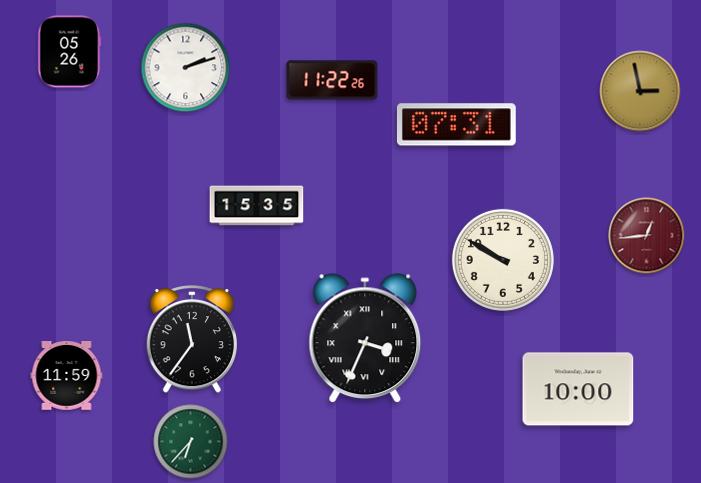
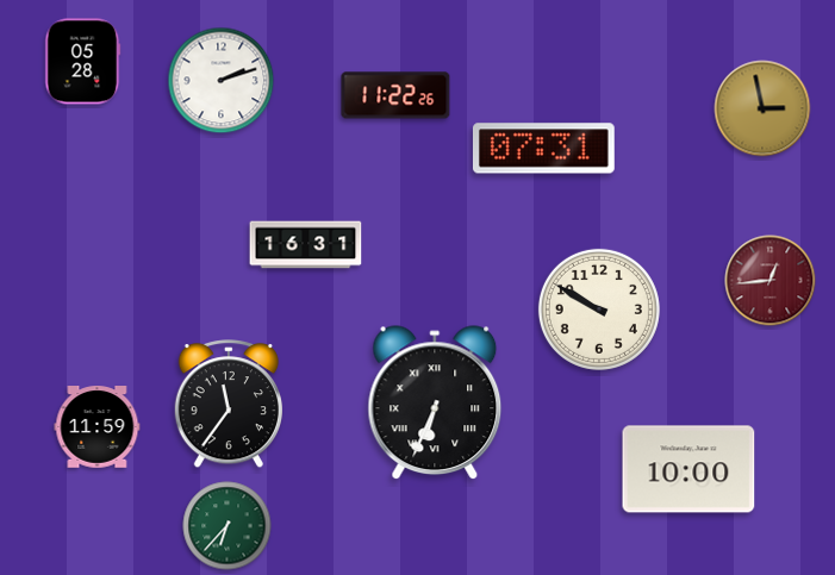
clock at (70, 52): 05:26 -> 05:28
clock at (257, 206): 15:35 -> 16:31
clock at (365, 339): 3:34 -> 6:34
clock at (67, 376) position: (67, 376) -> (98, 427)
clock at (578, 389) position: (578, 389) -> (688, 469)
